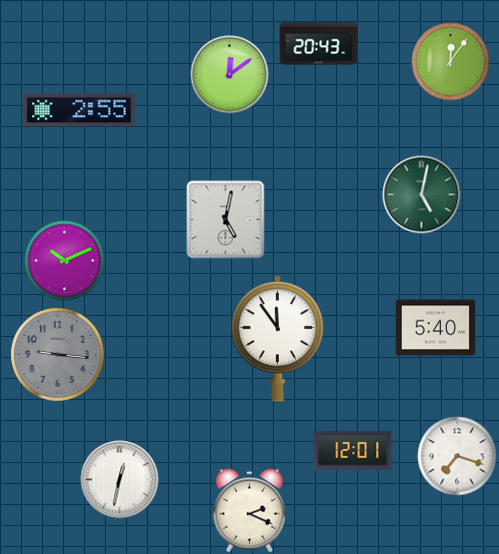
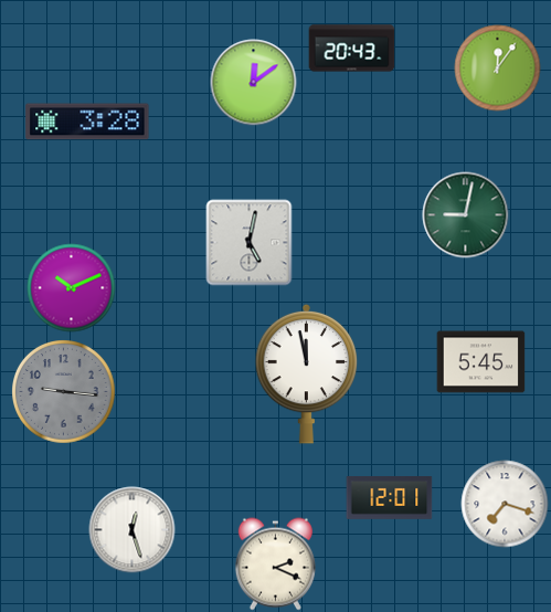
clock at (79, 110): 2:55 -> 3:28
clock at (421, 194): 5:02 -> 9:02
clock at (435, 328): 5:40 -> 5:45
clock at (278, 338): 11:54 -> 11:58
clock at (119, 479): 12:32 -> 12:27
